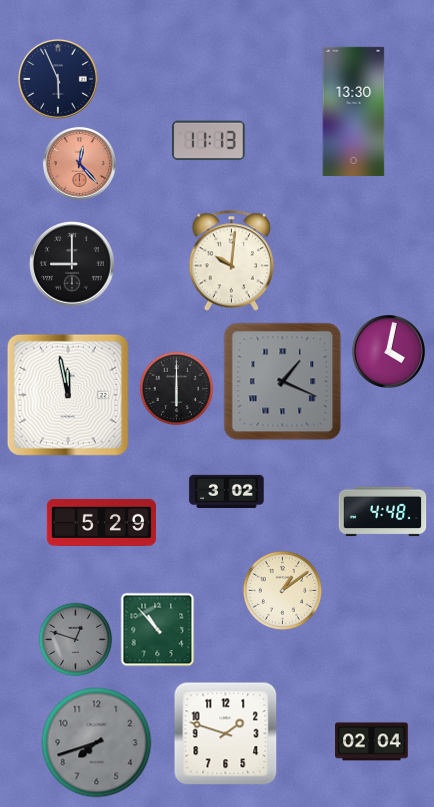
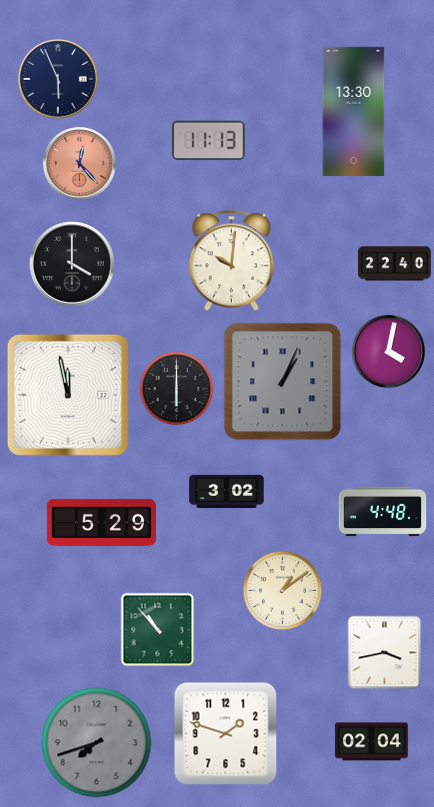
clock at (72, 264): 9:00 -> 4:00
clock at (395, 264): none -> 22:40
clock at (283, 382): 1:19 -> 1:04
clock at (76, 640): 12:48 -> none
clock at (385, 653): none -> 3:43
